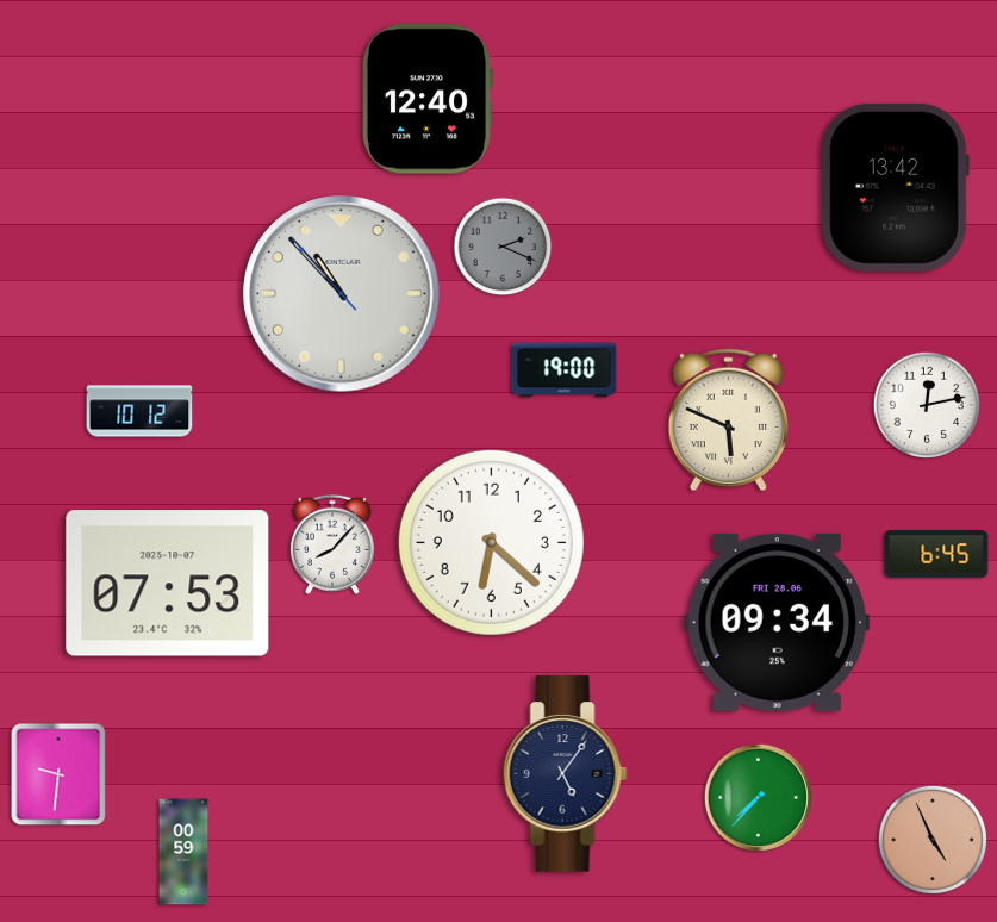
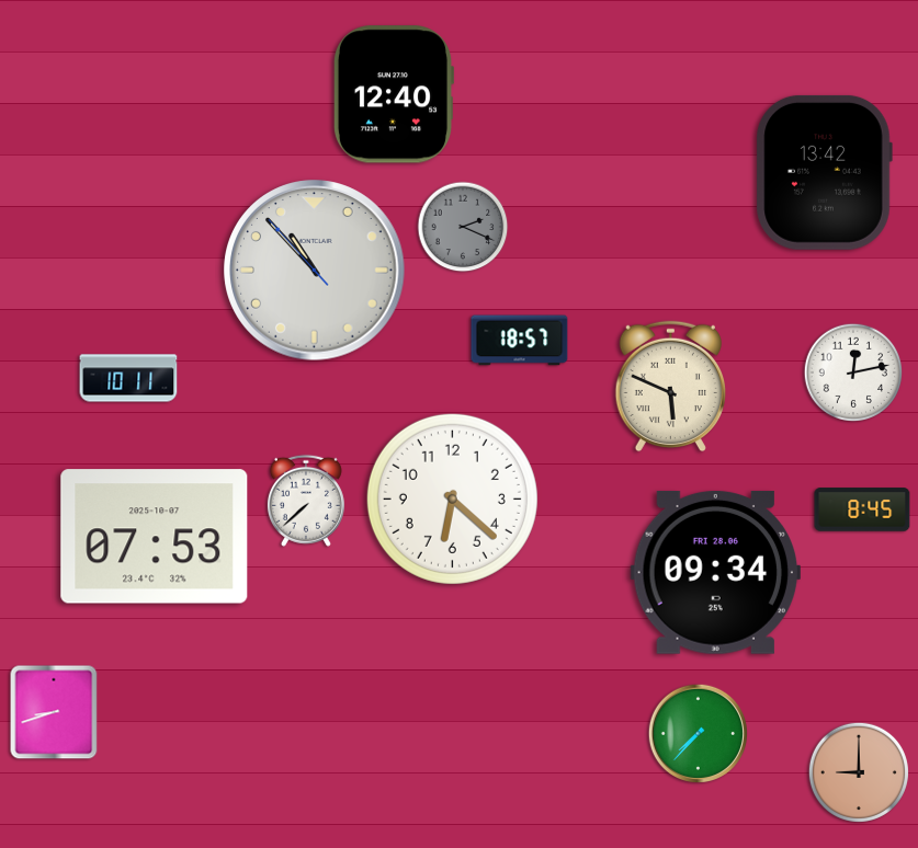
clock at (426, 99) position: (426, 99) -> (393, 94)
clock at (565, 370): 19:00 -> 18:57
clock at (139, 411): 10:12 -> 10:11
clock at (332, 544): 8:07 -> 7:38
clock at (936, 554): 6:45 -> 8:45
clock at (58, 774): 9:31 -> 8:42
clock at (565, 774): 5:06 -> none
clock at (933, 840): 4:56 -> 9:00
clock at (183, 852): 00:59 -> none
